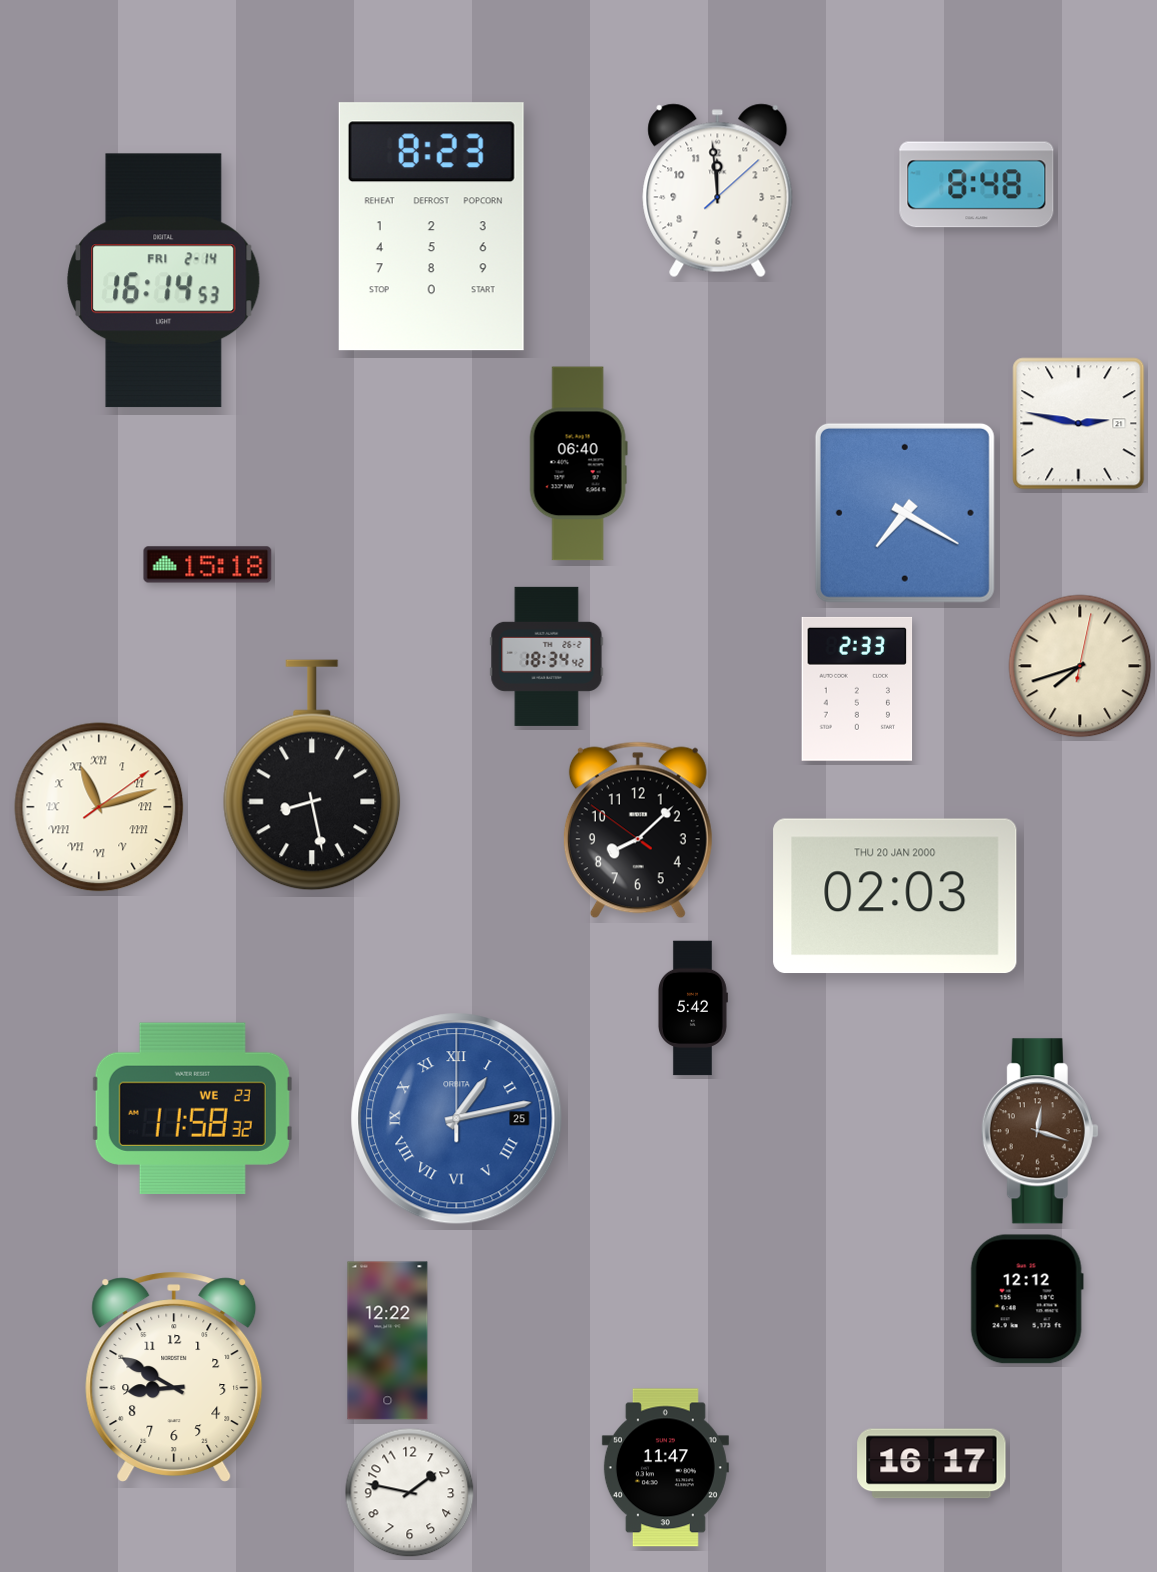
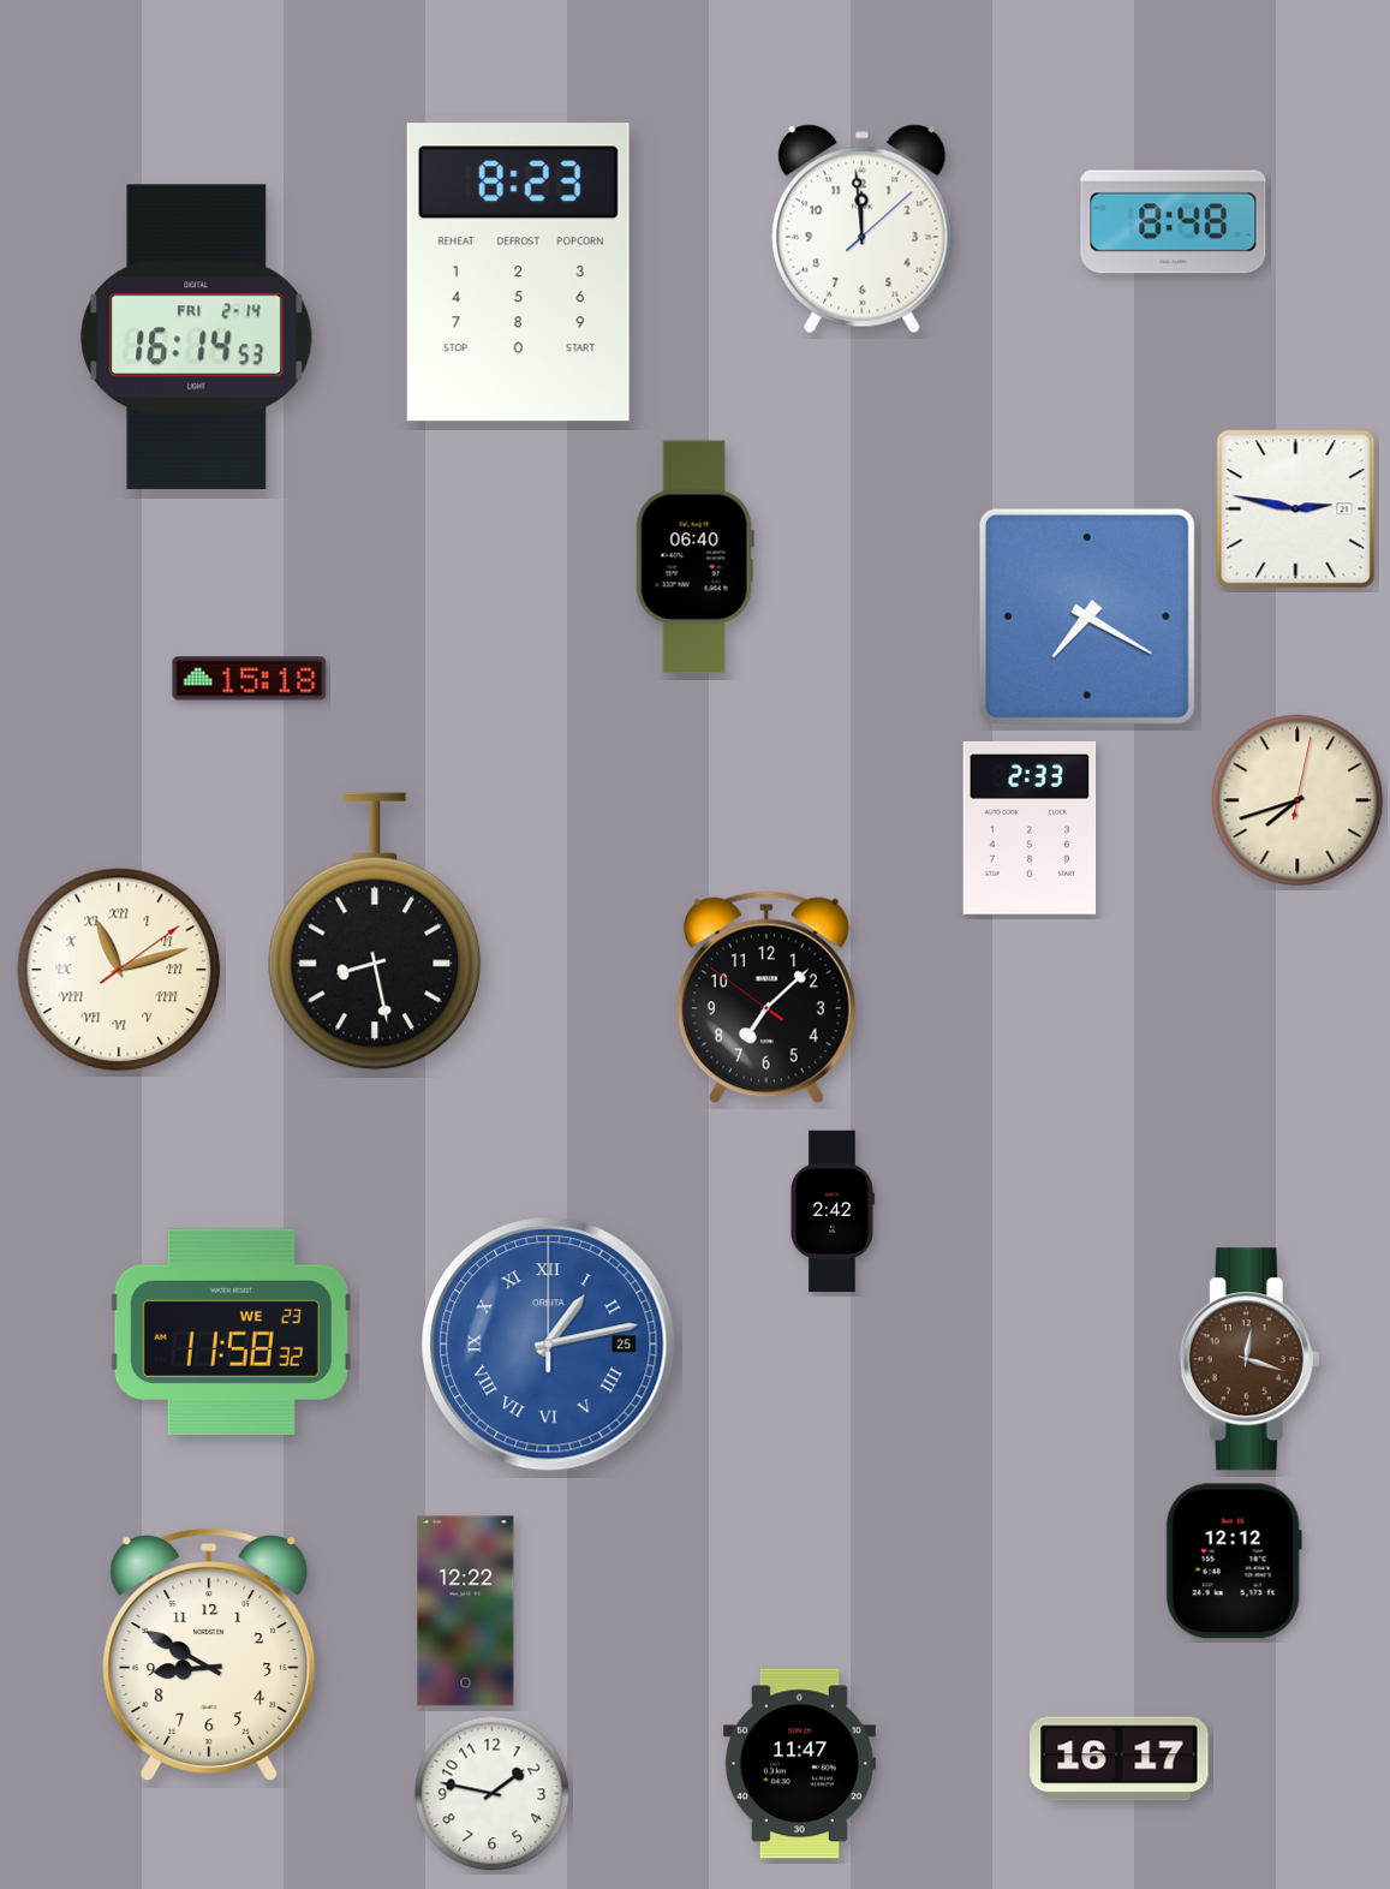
clock at (547, 656): 18:34 -> none
clock at (638, 830): 8:07 -> 7:07
clock at (895, 896): 02:03 -> none
clock at (692, 1008): 5:42 -> 2:42
